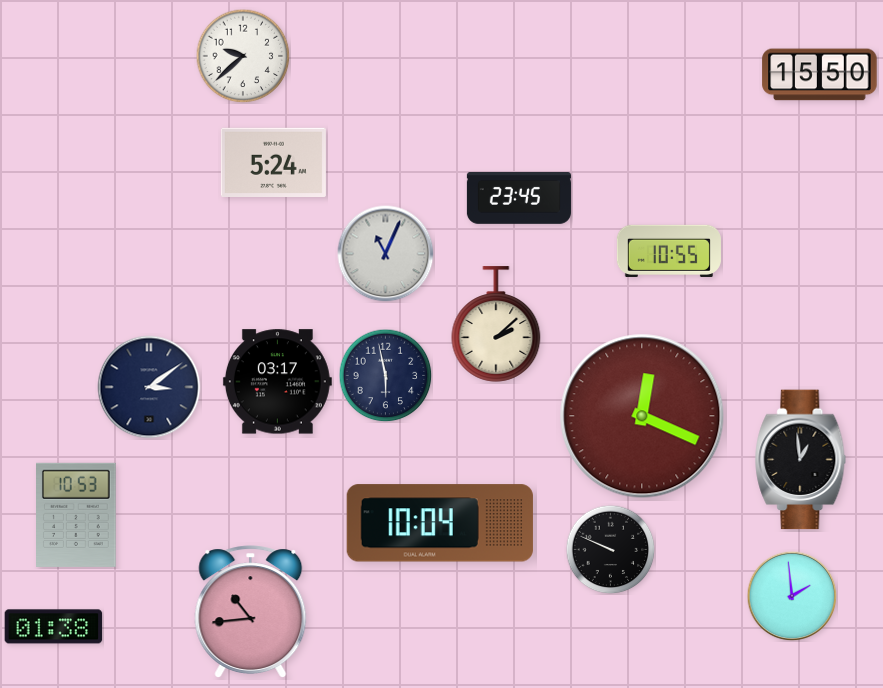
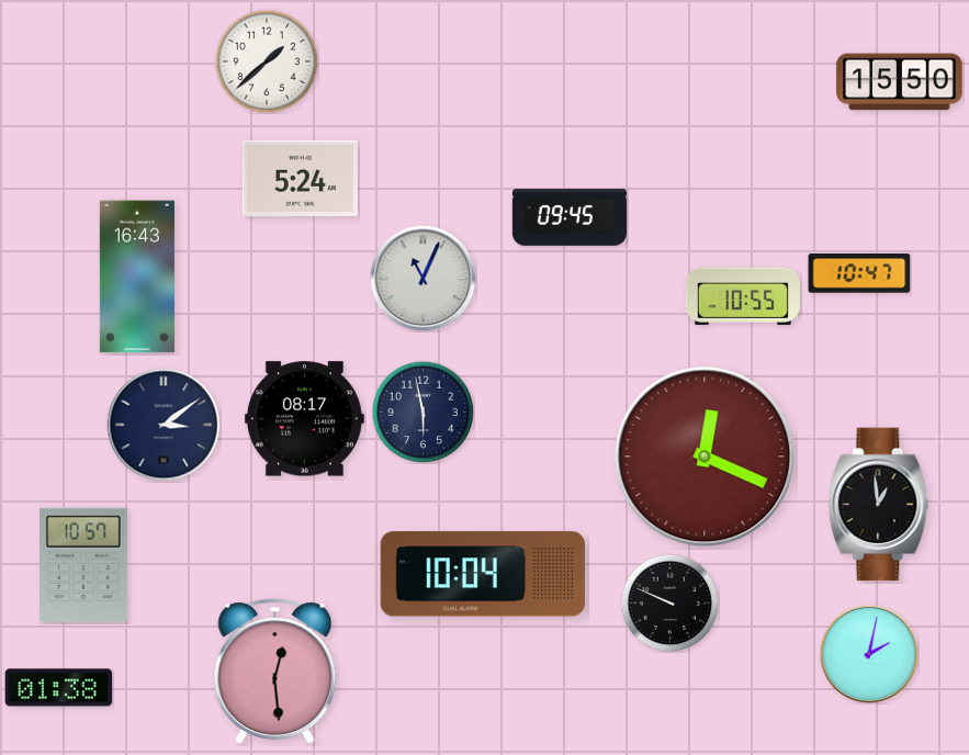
clock at (243, 56): 9:38 -> 1:38
clock at (519, 198): 23:45 -> 09:45
clock at (859, 273): none -> 10:47
clock at (669, 251) position: (669, 251) -> (743, 296)
clock at (137, 277): none -> 16:43
clock at (496, 324): 2:08 -> none
clock at (277, 382): 03:17 -> 08:17
clock at (77, 515): 10:53 -> 10:57
clock at (792, 596): 1:59 -> 2:02
clock at (251, 611): 10:44 -> 12:29
